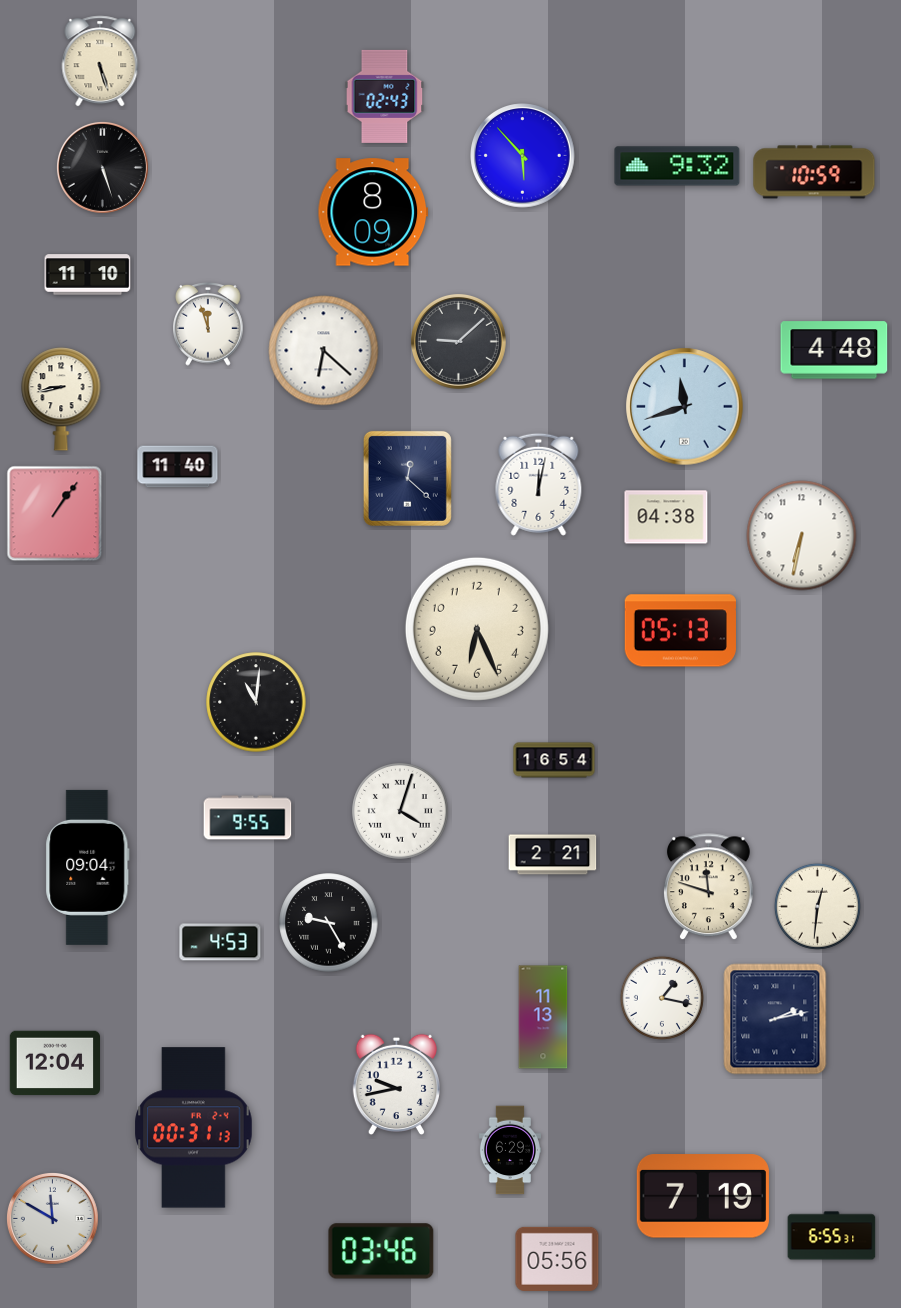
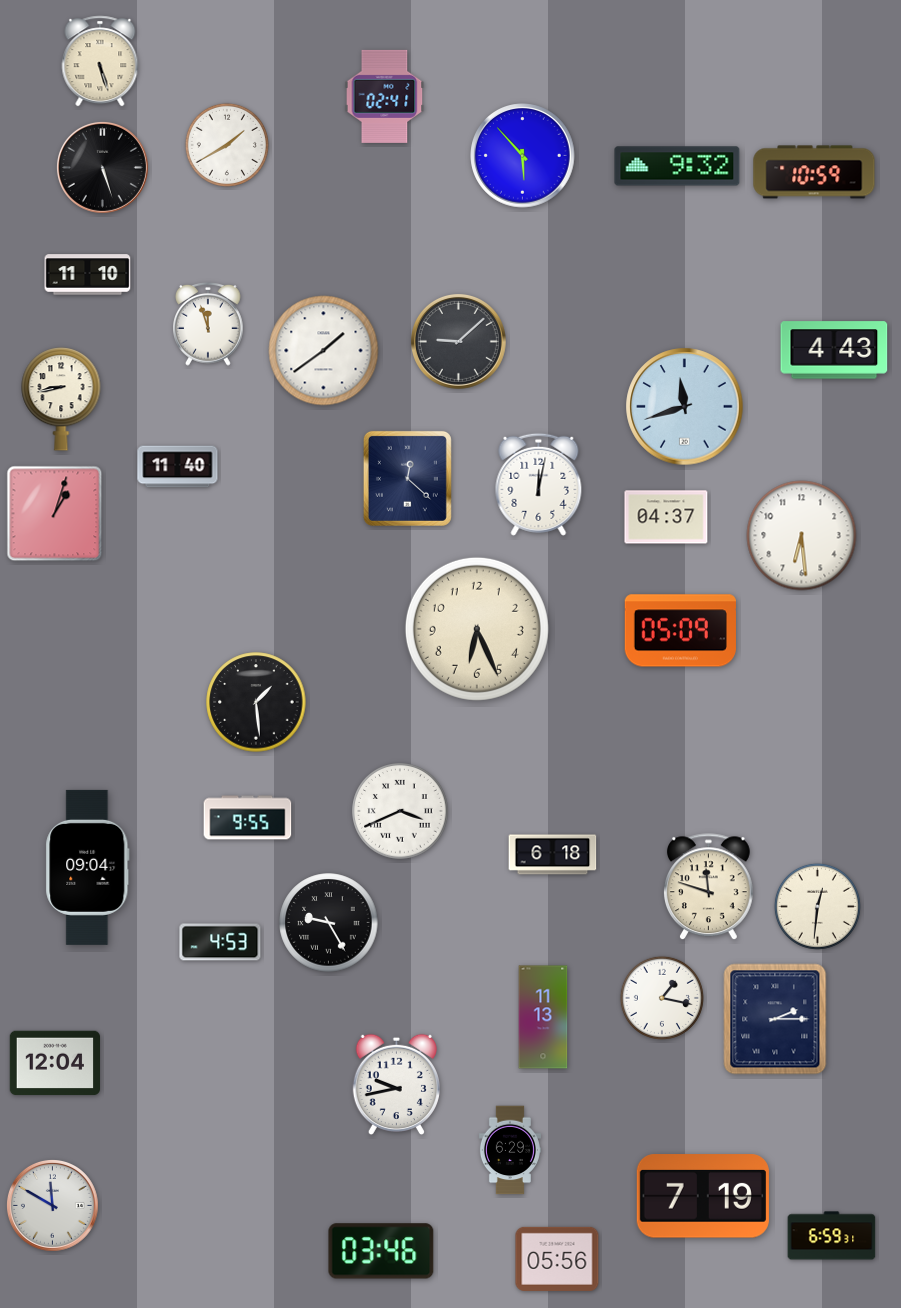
clock at (385, 96): 02:43 -> 02:41
clock at (227, 145): none -> 1:40
clock at (373, 212): 8:09 -> none
clock at (834, 350): 4:48 -> 4:43
clock at (324, 351): 6:22 -> 1:39
clock at (55, 514): 1:06 -> 1:03
clock at (666, 517): 04:38 -> 04:37
clock at (802, 536): 6:32 -> 6:29
clock at (680, 631): 05:13 -> 05:09
clock at (256, 702): 11:01 -> 1:29
clock at (554, 760): 16:54 -> none
clock at (400, 811): 4:03 -> 3:41
clock at (553, 855): 2:21 -> 6:18
clock at (775, 1019): 2:13 -> 2:15
clock at (194, 1128): 00:31 -> none
clock at (52, 1218) position: (52, 1218) -> (52, 1205)
clock at (832, 1236): 6:55 -> 6:59
